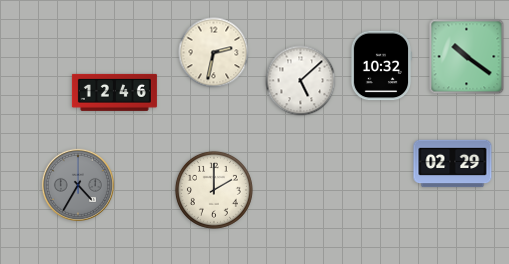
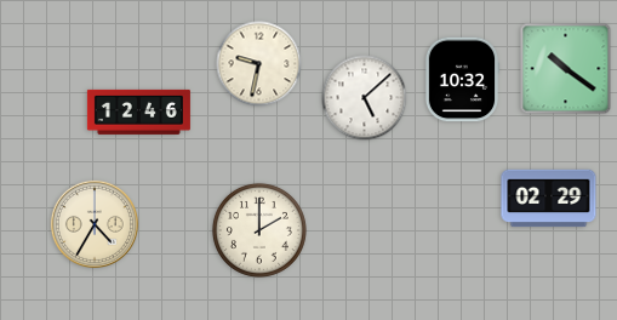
clock at (214, 53): 2:32 -> 9:32
clock at (78, 185) dial: grey -> cream
